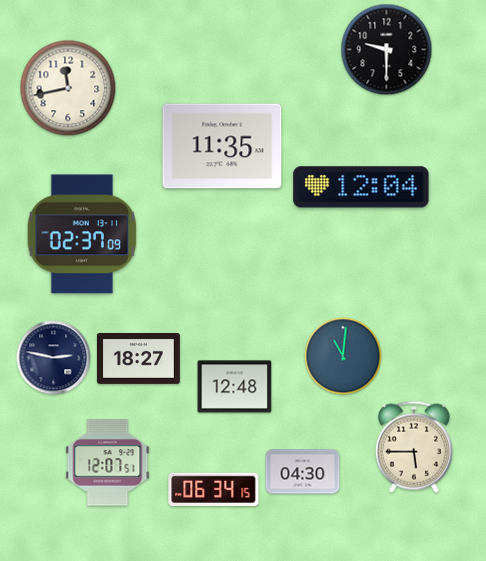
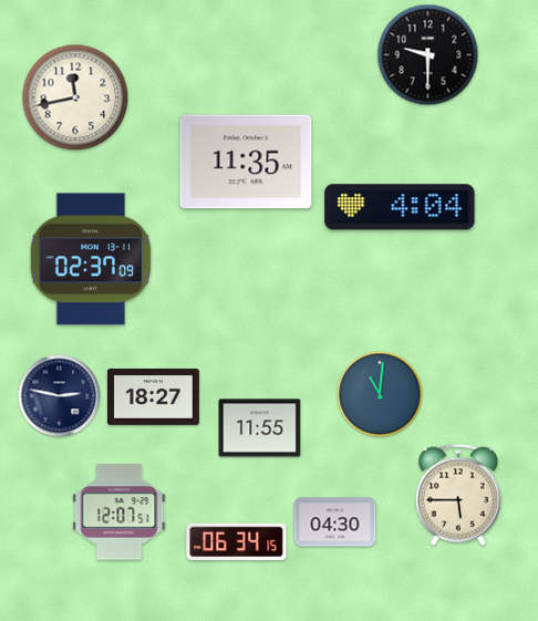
clock at (361, 187): 12:04 -> 4:04
clock at (235, 387): 12:48 -> 11:55
